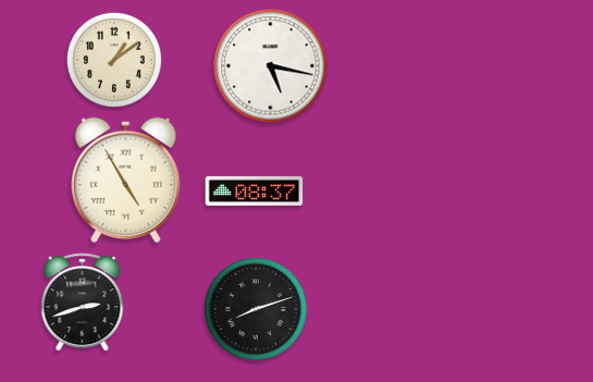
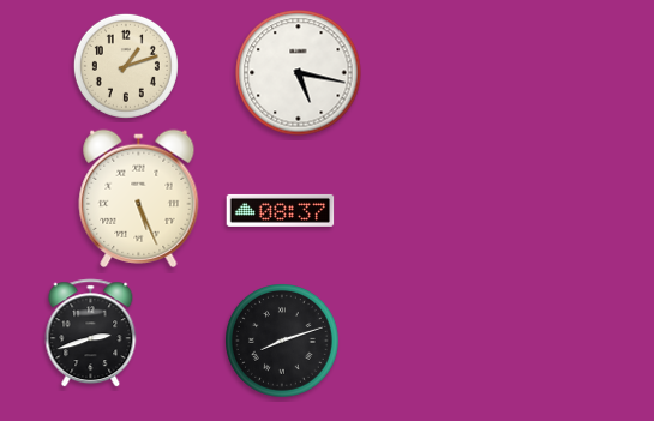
clock at (114, 60): 1:09 -> 1:12
clock at (126, 180): 4:55 -> 5:26
